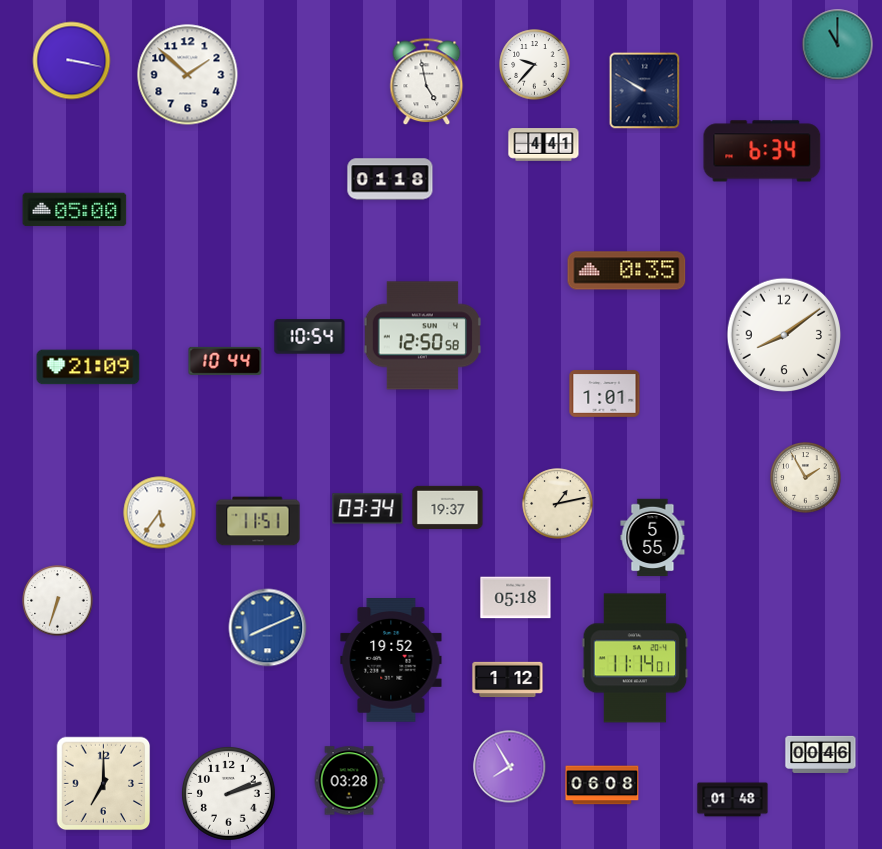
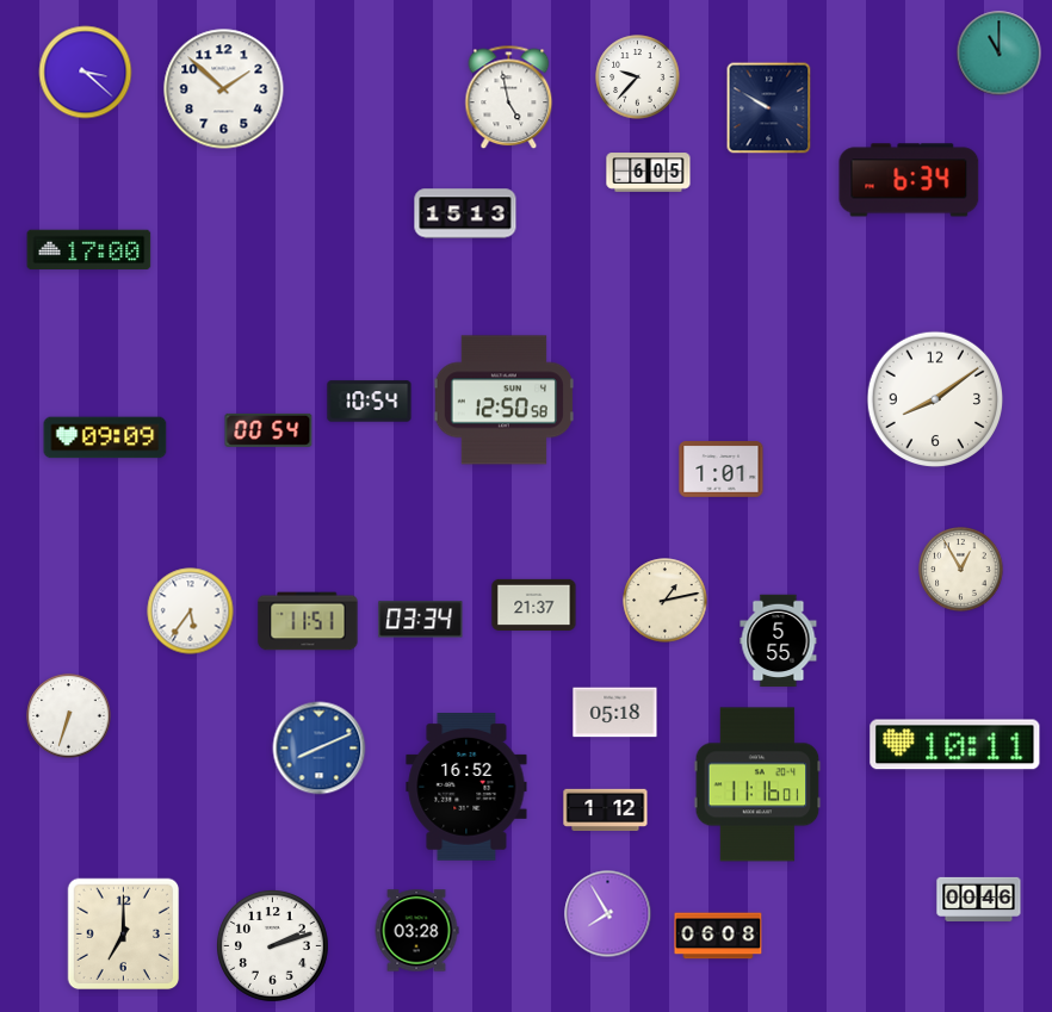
clock at (72, 61): 3:17 -> 3:22
clock at (544, 145): 4:41 -> 6:05
clock at (390, 179): 01:18 -> 15:13
clock at (75, 210): 05:00 -> 17:00
clock at (627, 271): 0:35 -> none
clock at (225, 361): 10:44 -> 00:54
clock at (88, 367): 21:09 -> 09:09
clock at (806, 478): 1:55 -> 12:55
clock at (448, 507): 19:37 -> 21:37
clock at (368, 509) position: (368, 509) -> (421, 620)
clock at (955, 745): none -> 10:11
clock at (635, 658): 11:14 -> 11:16
clock at (391, 661): 19:52 -> 16:52
clock at (733, 800): 01:48 -> none
